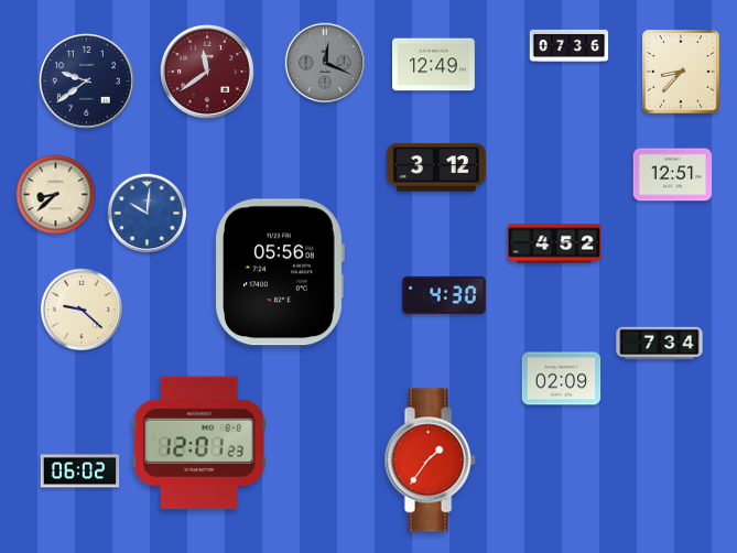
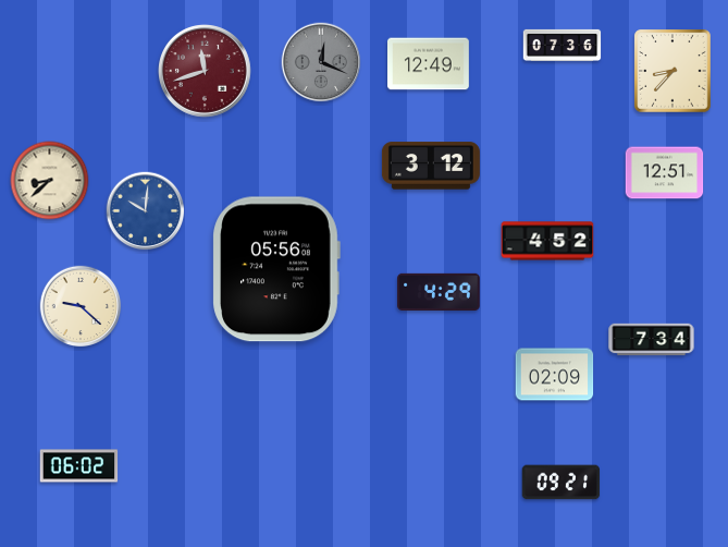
clock at (208, 73): 11:39 -> 11:42
clock at (87, 82): 9:39 -> none
clock at (56, 195) position: (56, 195) -> (50, 181)
clock at (444, 295): 4:30 -> 4:29
clock at (199, 443): 12:01 -> none
clock at (430, 460): 1:36 -> none
clock at (562, 483): none -> 09:21
